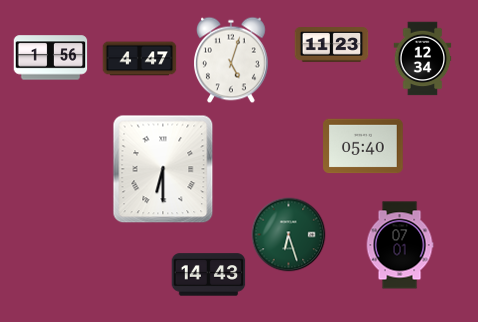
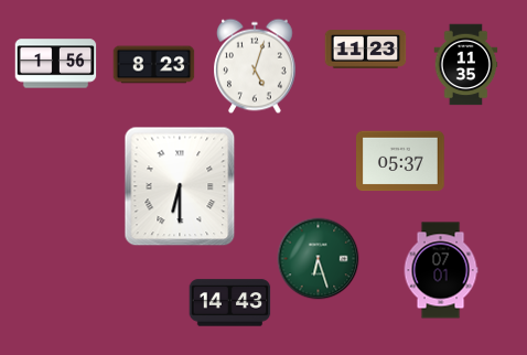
clock at (140, 59): 4:47 -> 8:23
clock at (423, 59): 12:34 -> 11:35
clock at (364, 146): 05:40 -> 05:37
